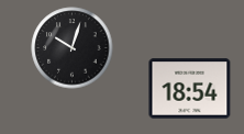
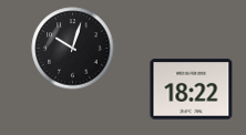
clock at (190, 89): 18:54 -> 18:22
